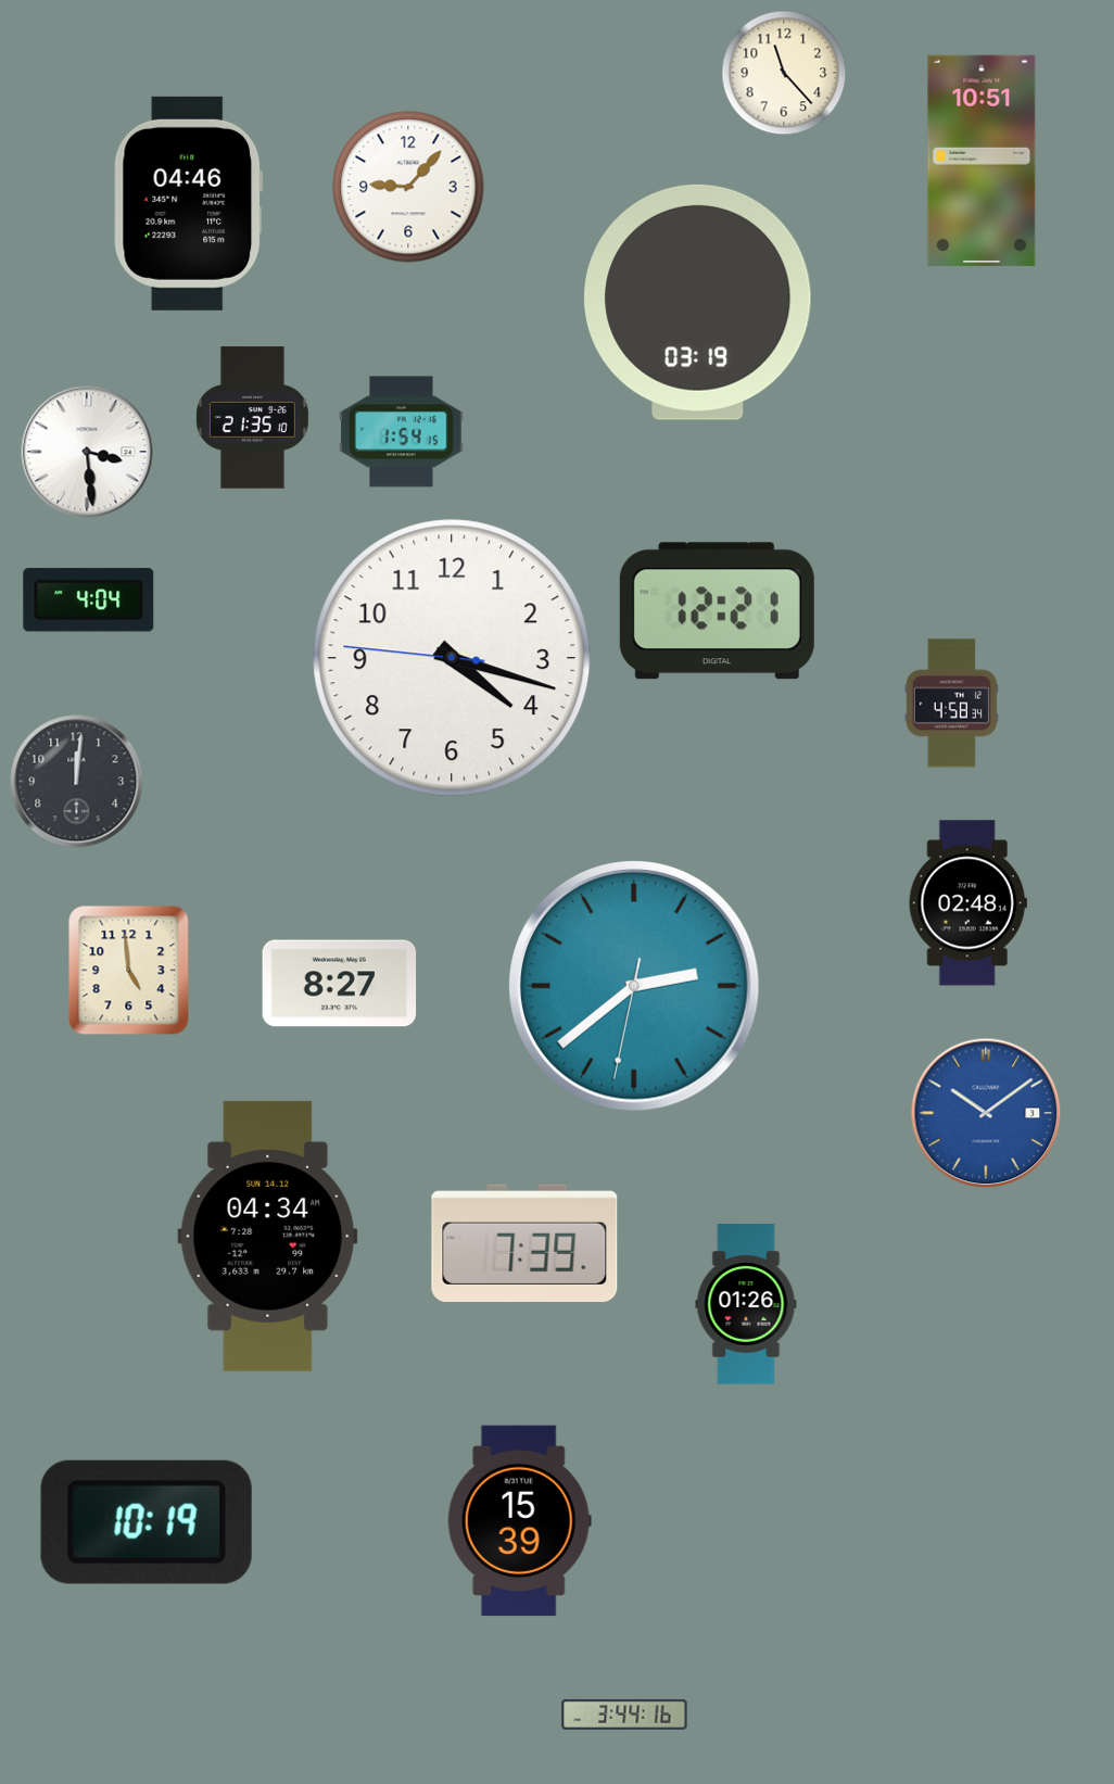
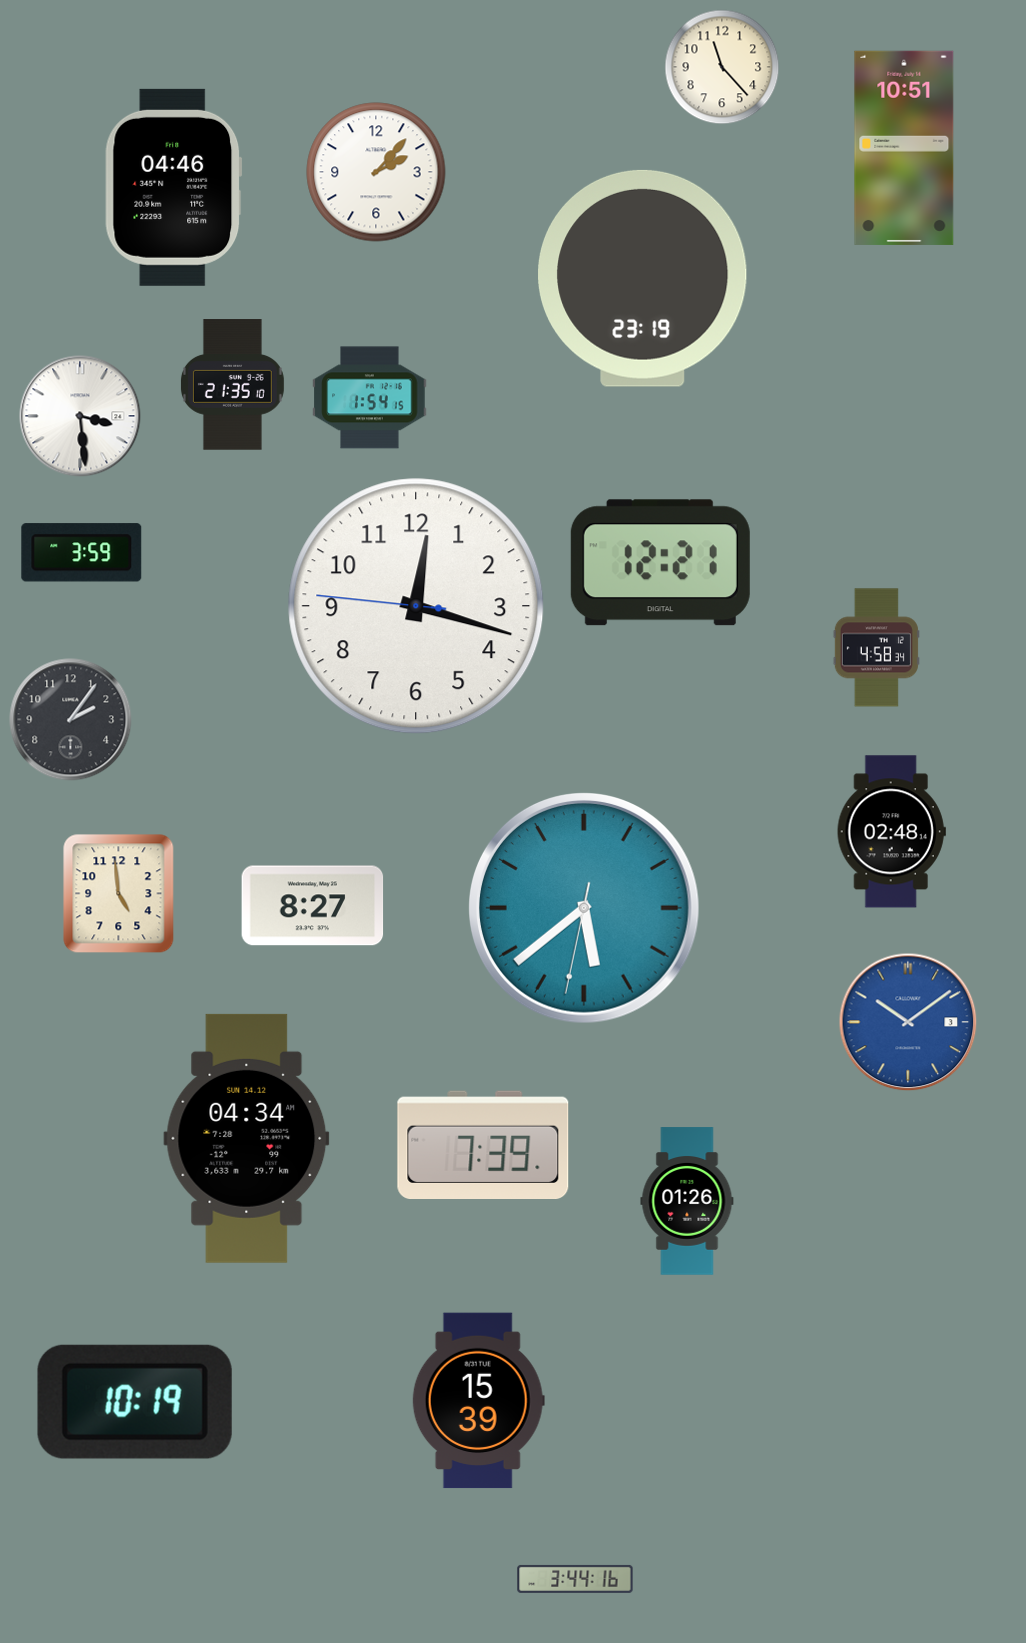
clock at (408, 187): 9:07 -> 2:07
clock at (698, 302): 03:19 -> 23:19
clock at (89, 600): 4:04 -> 3:59
clock at (452, 658): 4:17 -> 12:17
clock at (77, 782): 12:01 -> 2:06
clock at (635, 987): 2:38 -> 5:38
clock at (986, 1113) position: (986, 1113) -> (908, 1022)
